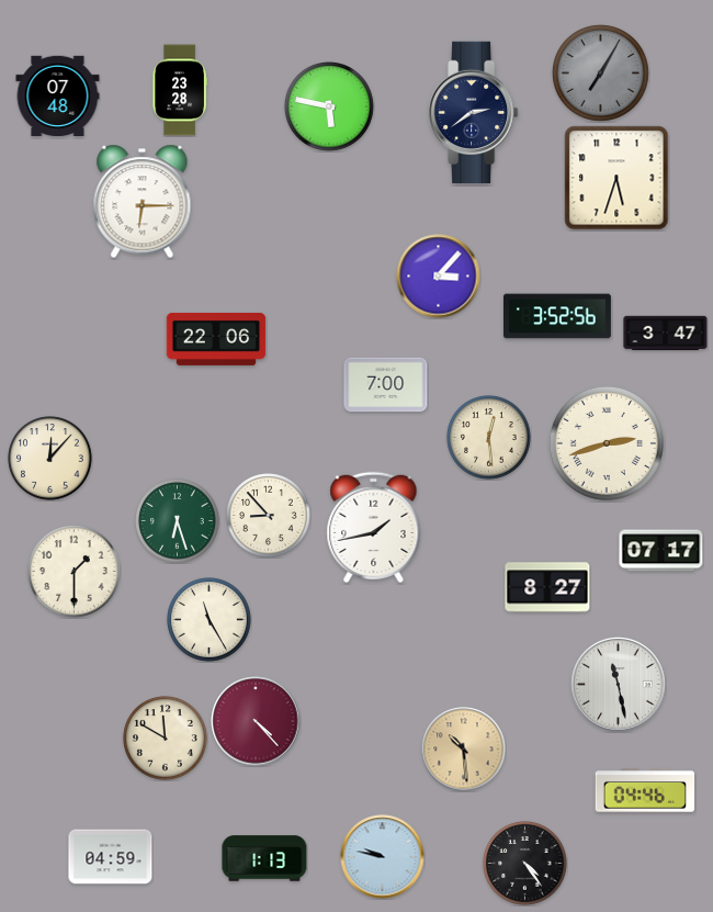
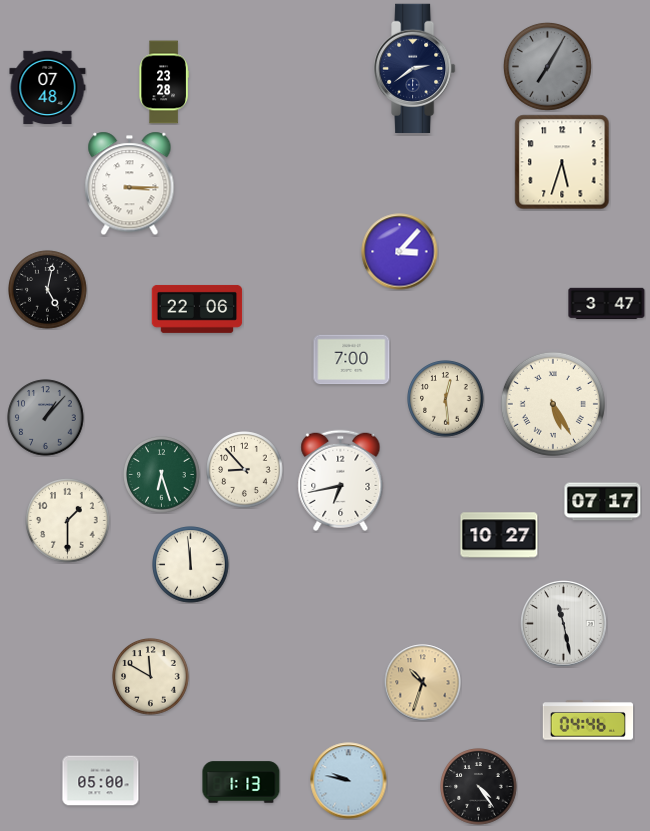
clock at (58, 97) position: (58, 97) -> (48, 88)
clock at (330, 108): 5:47 -> none
clock at (474, 112) position: (474, 112) -> (415, 68)
clock at (143, 202): 6:15 -> 3:15
clock at (557, 316): 3:52 -> none
clock at (48, 290): none -> 5:02
clock at (386, 385) position: (386, 385) -> (352, 360)
clock at (607, 443): 2:42 -> 5:25
clock at (50, 459): 12:07 -> 1:07
clock at (50, 459) dial: cream -> grey
clock at (374, 527): 1:43 -> 6:43
clock at (547, 587): 8:27 -> 10:27
clock at (210, 620): 11:25 -> 11:59
clock at (256, 721): 4:23 -> none
clock at (166, 739) position: (166, 739) -> (151, 677)
clock at (464, 750): 10:29 -> 10:33
clock at (111, 857): 04:59 -> 05:00
